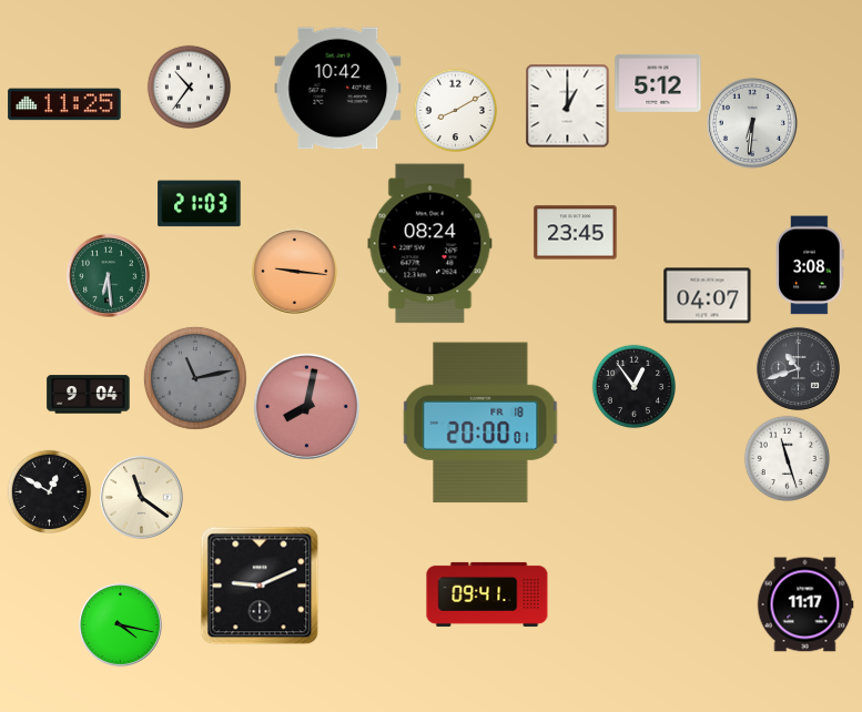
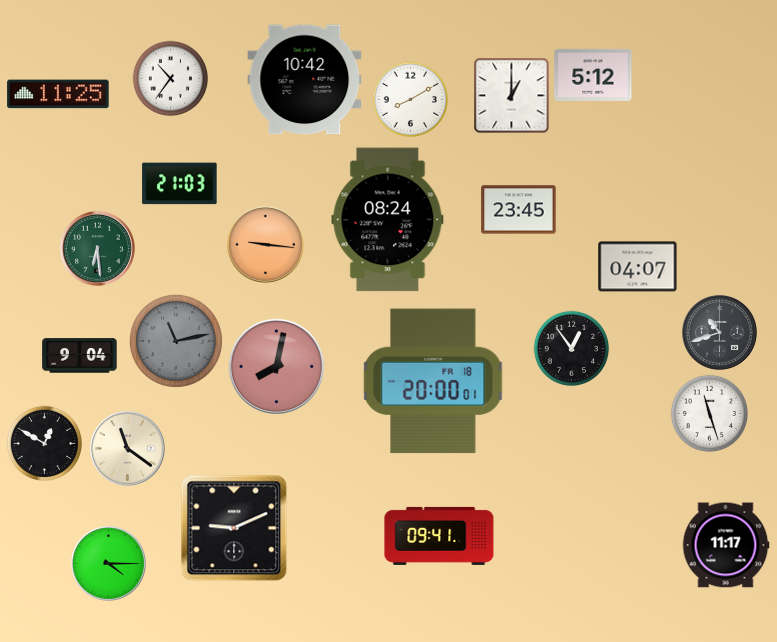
clock at (752, 123): 6:31 -> none
clock at (810, 265): 3:08 -> none
clock at (120, 624): 4:17 -> 4:15
